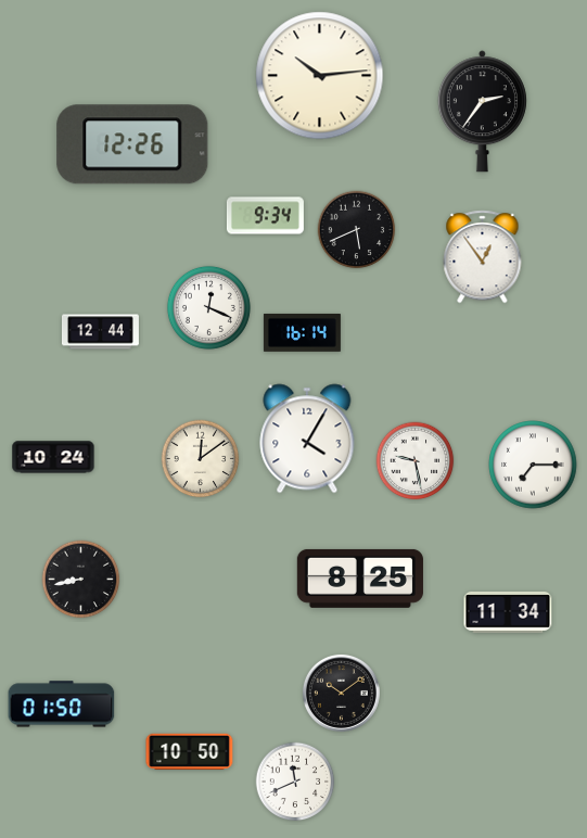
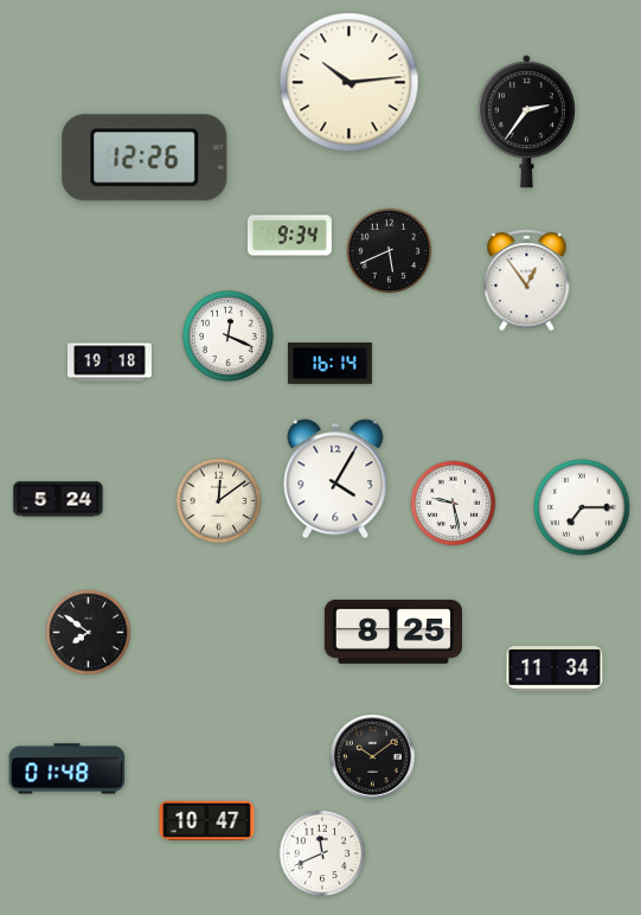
clock at (100, 332): 12:44 -> 19:18
clock at (53, 457): 10:24 -> 5:24
clock at (81, 580): 8:43 -> 7:51
clock at (62, 704): 01:50 -> 01:48
clock at (190, 752): 10:50 -> 10:47
